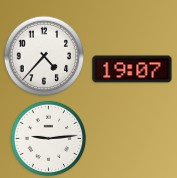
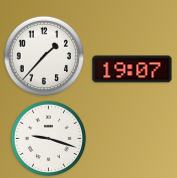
clock at (43, 55): 4:37 -> 1:37
clock at (49, 139): 9:14 -> 9:18
